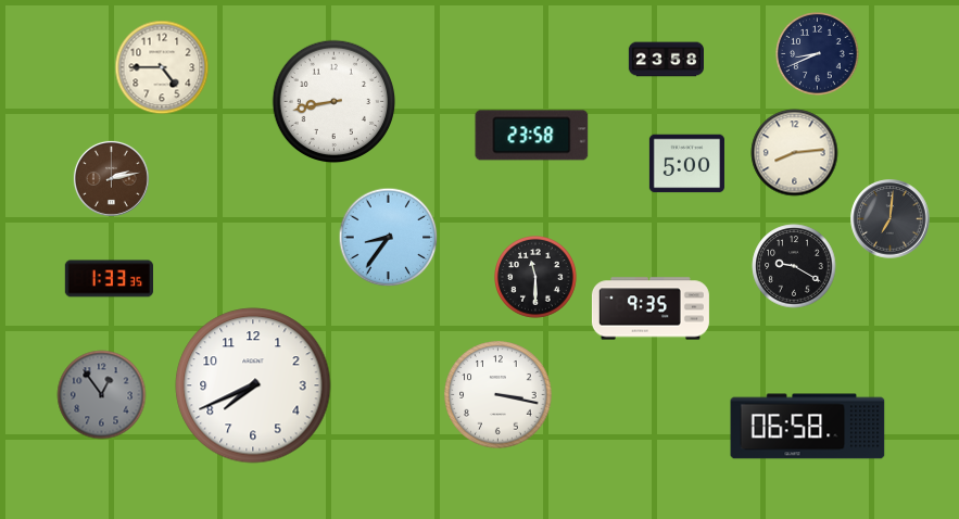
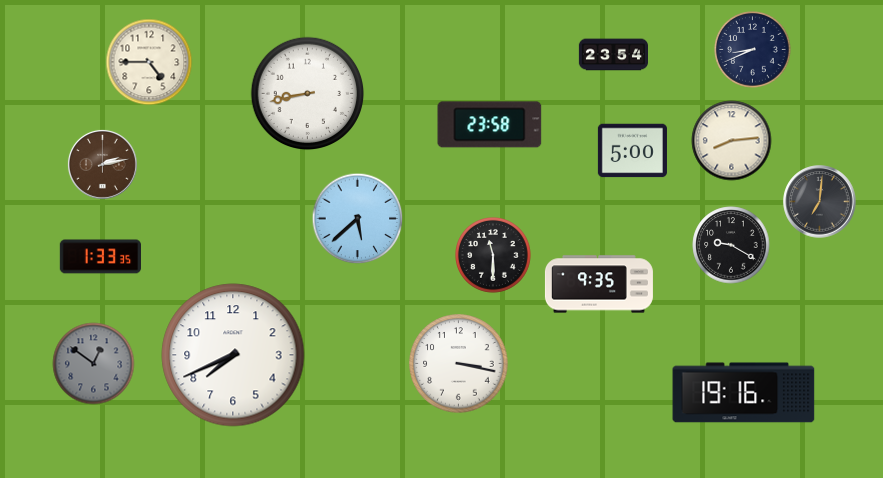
clock at (666, 60): 23:58 -> 23:54
clock at (389, 238): 8:36 -> 5:38
clock at (102, 395): 12:54 -> 12:51
clock at (808, 427): 06:58 -> 19:16
